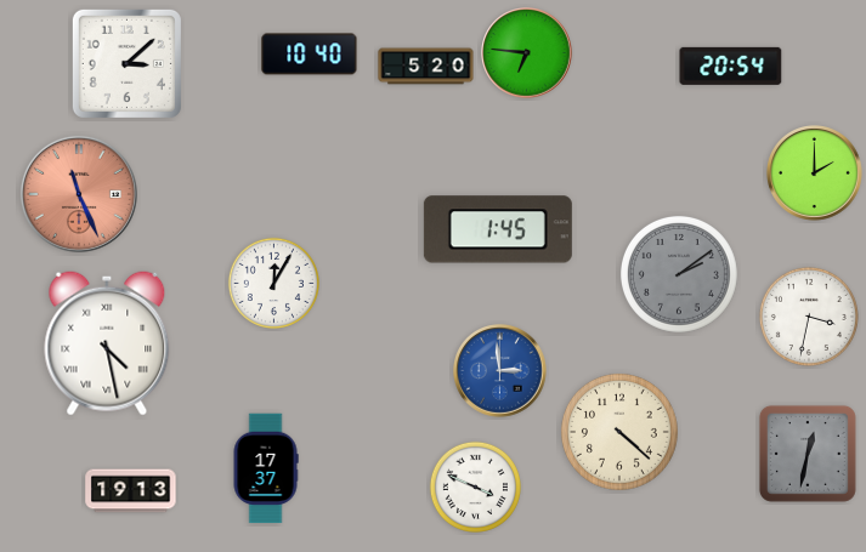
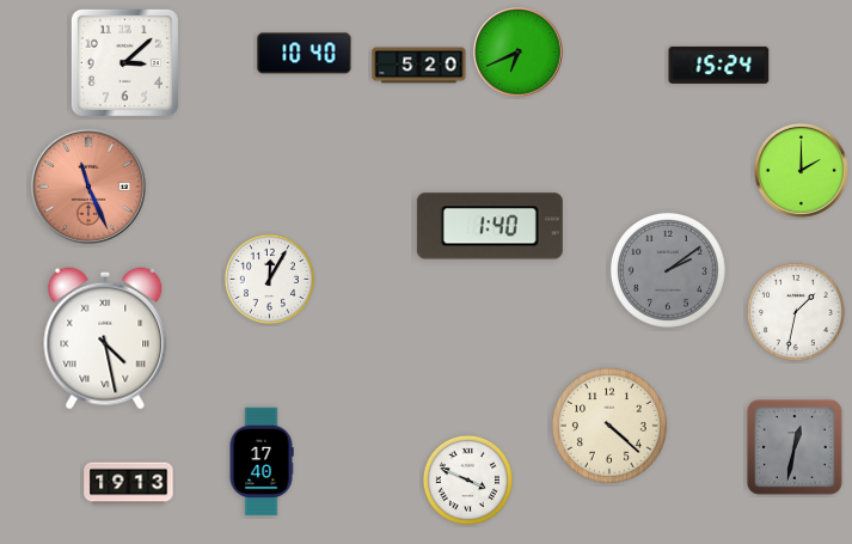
clock at (527, 53): 6:46 -> 6:41
clock at (731, 66): 20:54 -> 15:24
clock at (79, 194) position: (79, 194) -> (88, 187)
clock at (498, 229): 1:45 -> 1:40
clock at (809, 317): 3:32 -> 1:32
clock at (500, 371): 2:59 -> none
clock at (266, 468): 17:37 -> 17:40
